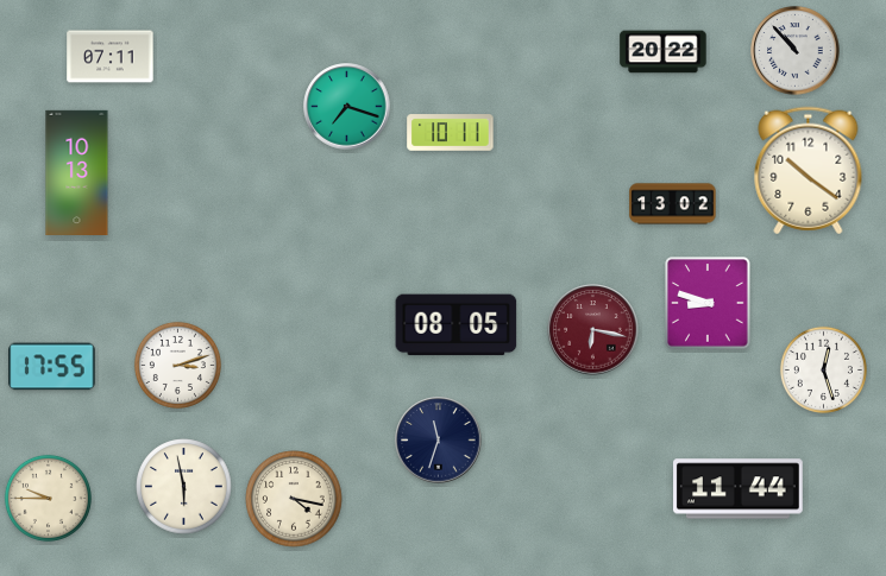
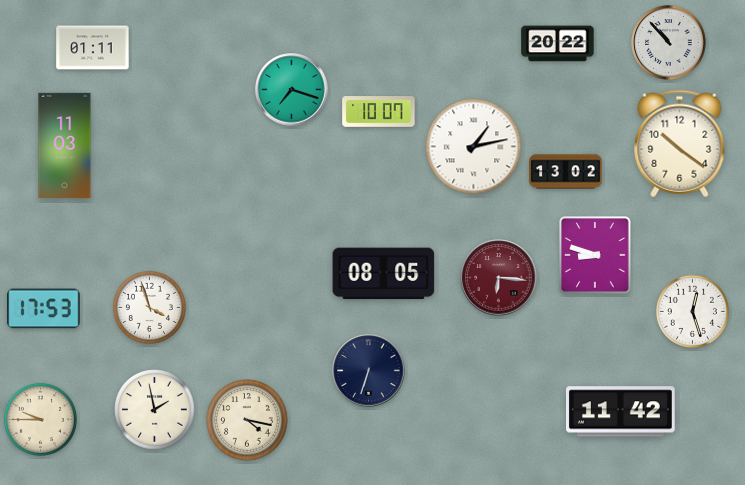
clock at (111, 57): 07:11 -> 01:11
clock at (451, 133): 10:11 -> 10:07
clock at (77, 172): 10:13 -> 11:03
clock at (474, 147): none -> 1:13
clock at (593, 330): 6:17 -> 6:16
clock at (177, 365): 3:12 -> 3:57
clock at (52, 367): 17:55 -> 17:53
clock at (439, 441): 11:33 -> 6:33
clock at (184, 487): 5:58 -> 1:58
clock at (739, 489): 11:44 -> 11:42
